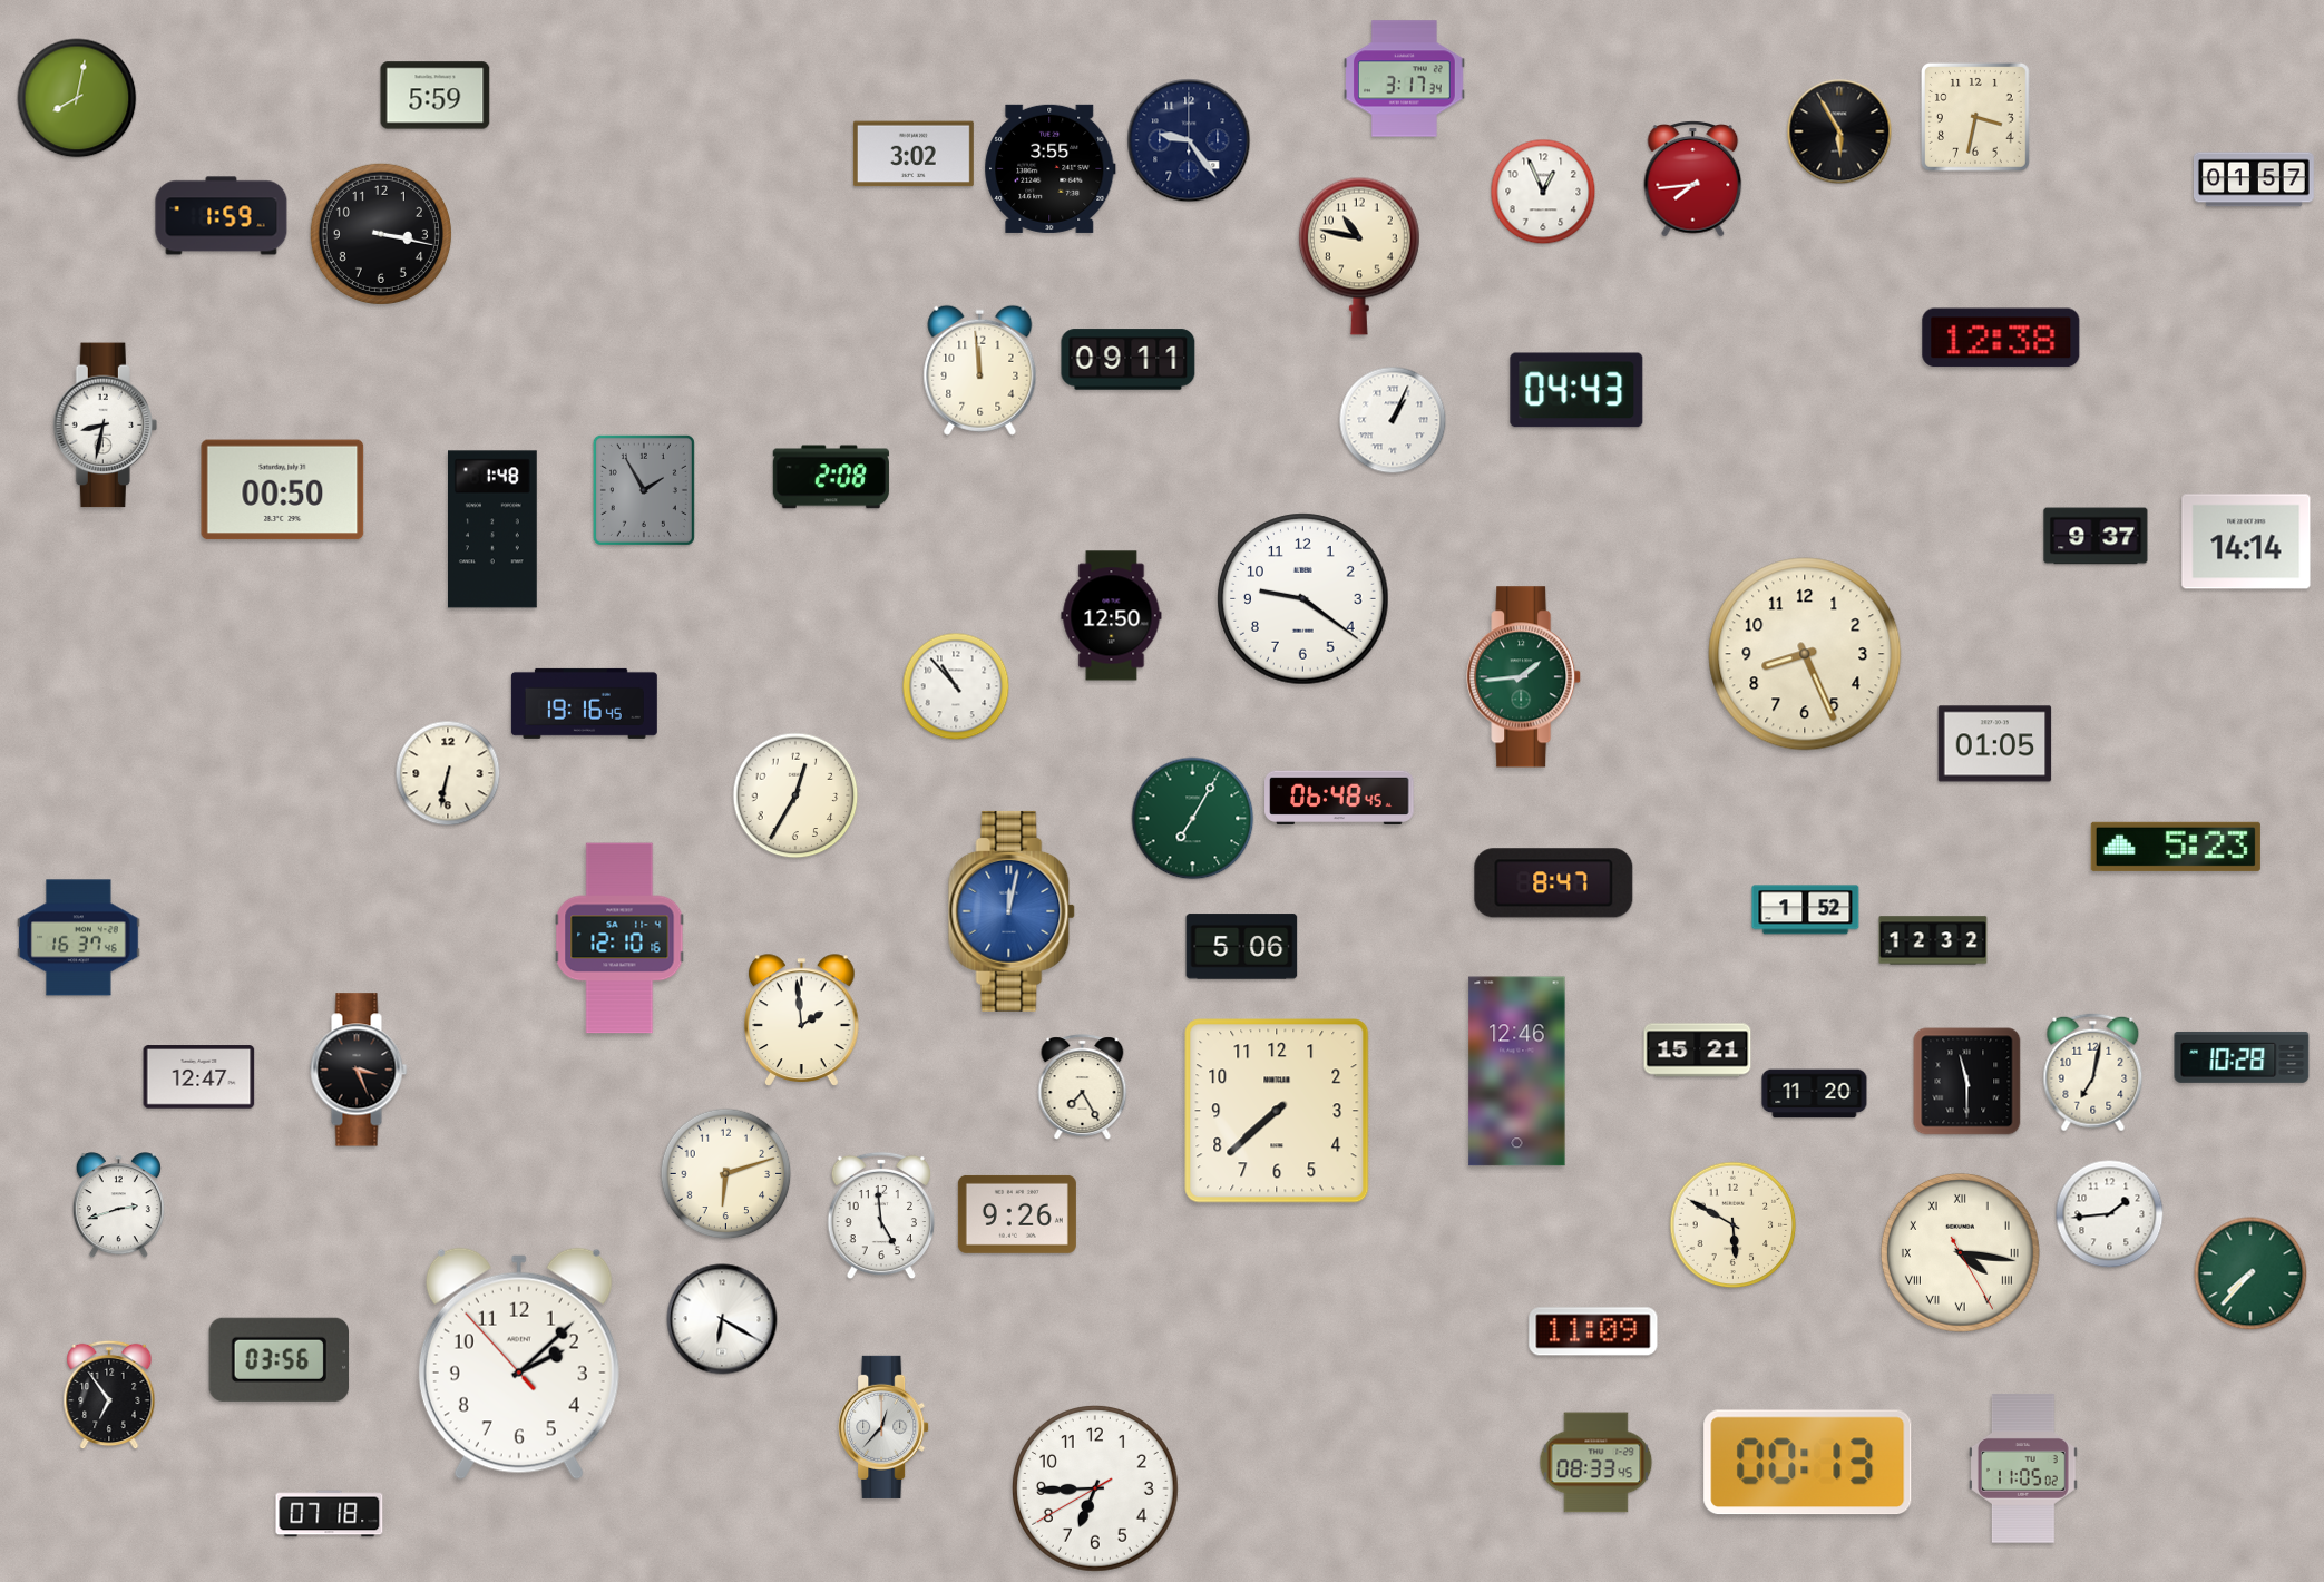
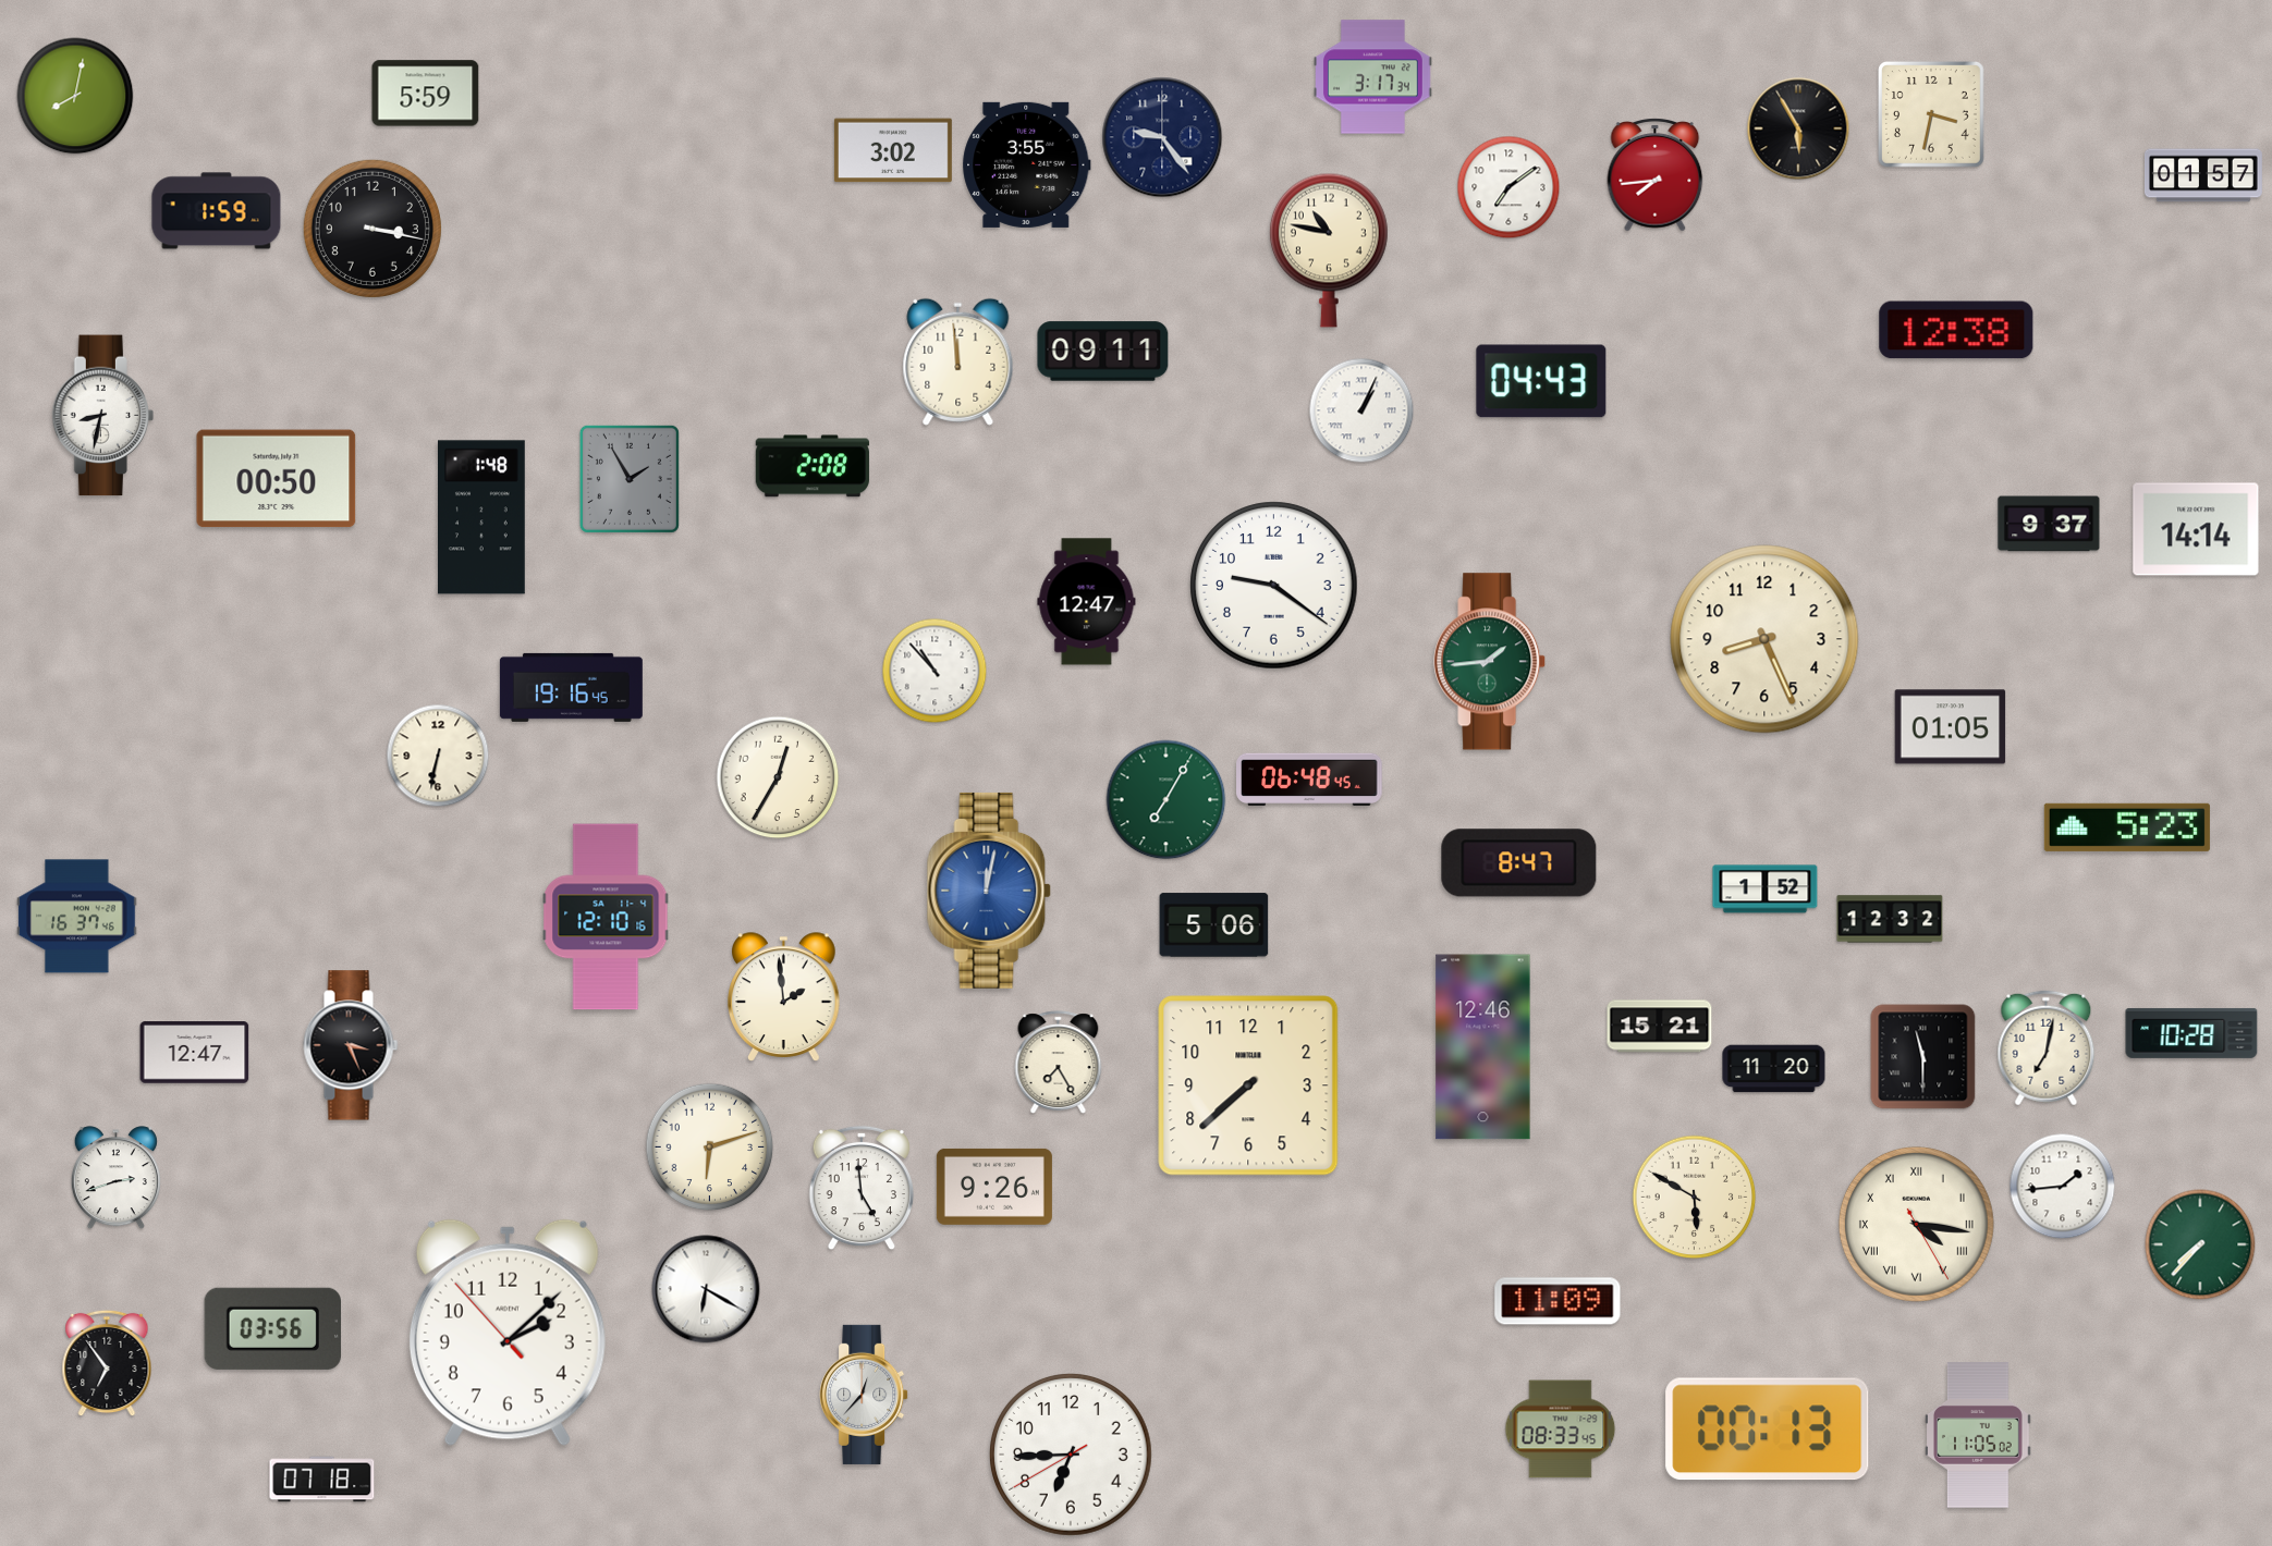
clock at (1543, 192): 12:56 -> 7:09
clock at (1112, 616): 12:50 -> 12:47
